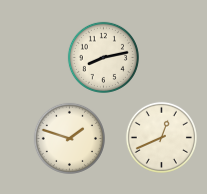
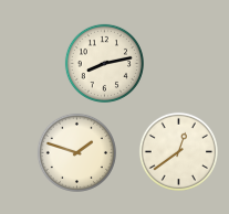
clock at (103, 57) position: (103, 57) -> (104, 63)
clock at (161, 137): 12:41 -> 12:39
